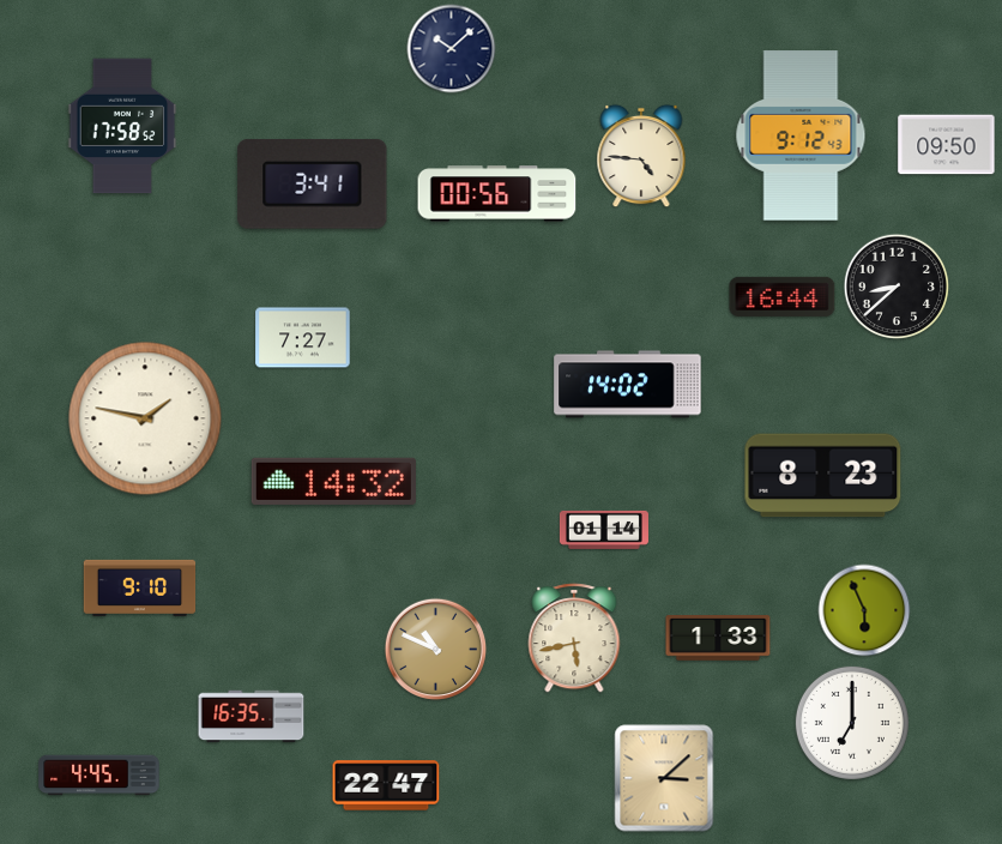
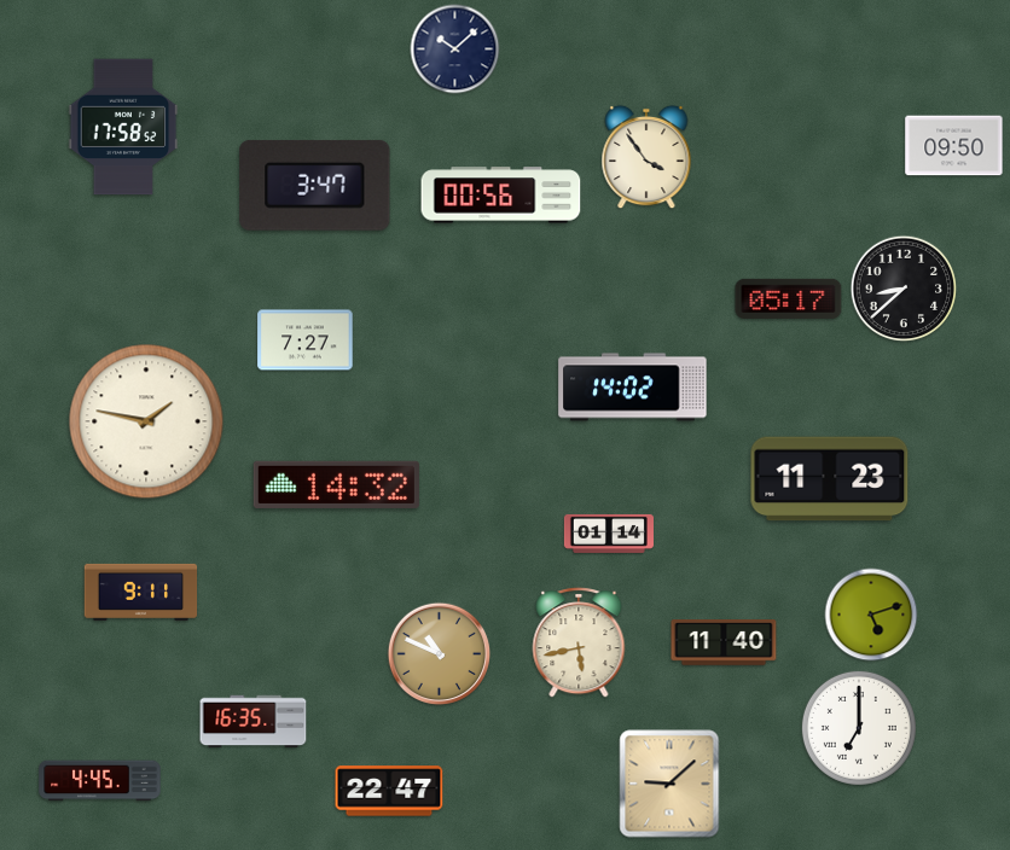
clock at (801, 135): 9:12 -> none
clock at (641, 156): 4:46 -> 3:54
clock at (313, 183): 3:41 -> 3:47
clock at (783, 296): 16:44 -> 05:17
clock at (823, 476): 8:23 -> 11:23
clock at (140, 587): 9:10 -> 9:11
clock at (864, 610): 5:56 -> 5:12
clock at (718, 639): 1:33 -> 11:40
clock at (664, 778): 3:08 -> 9:08
